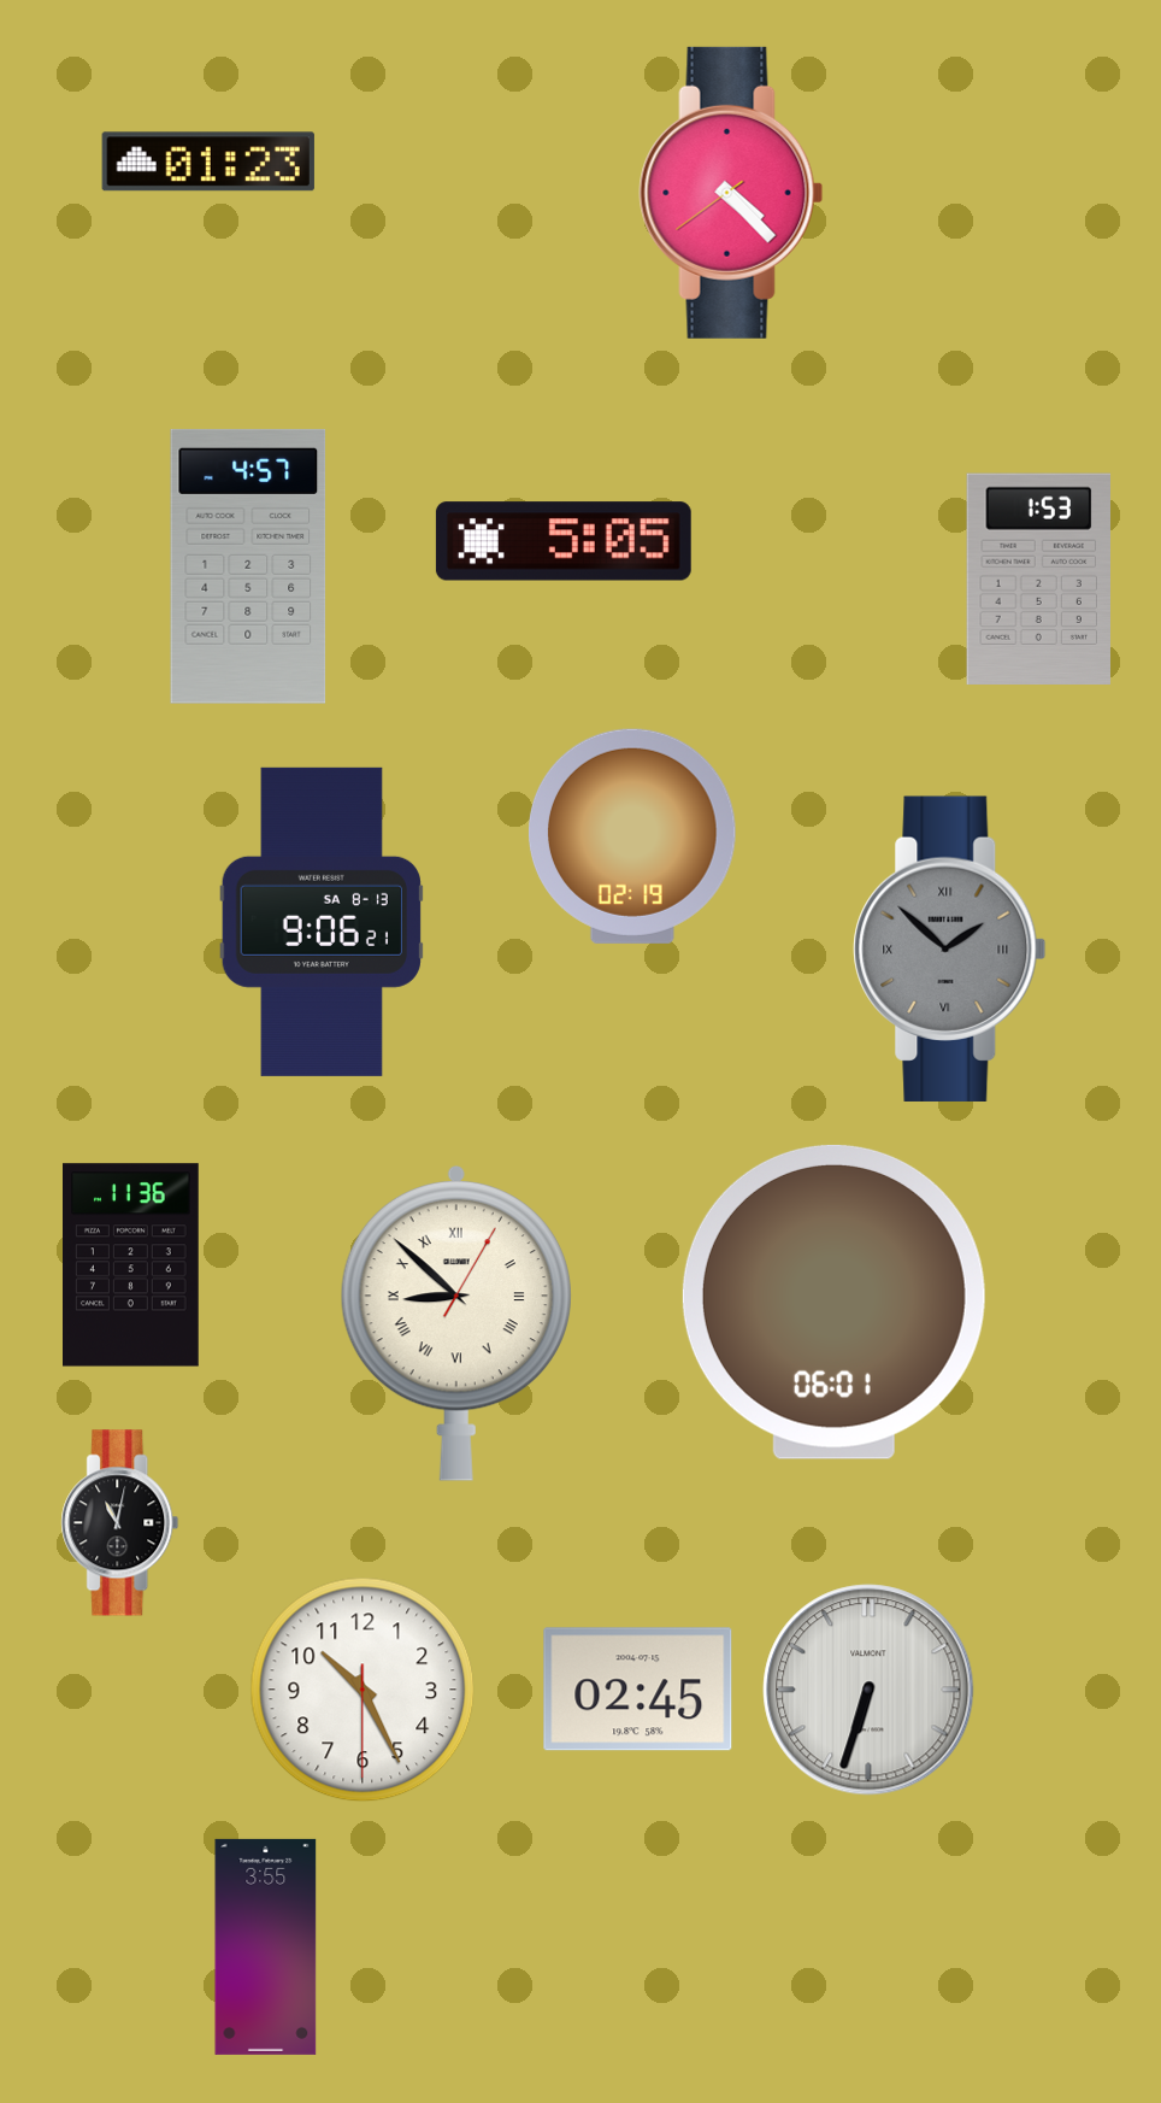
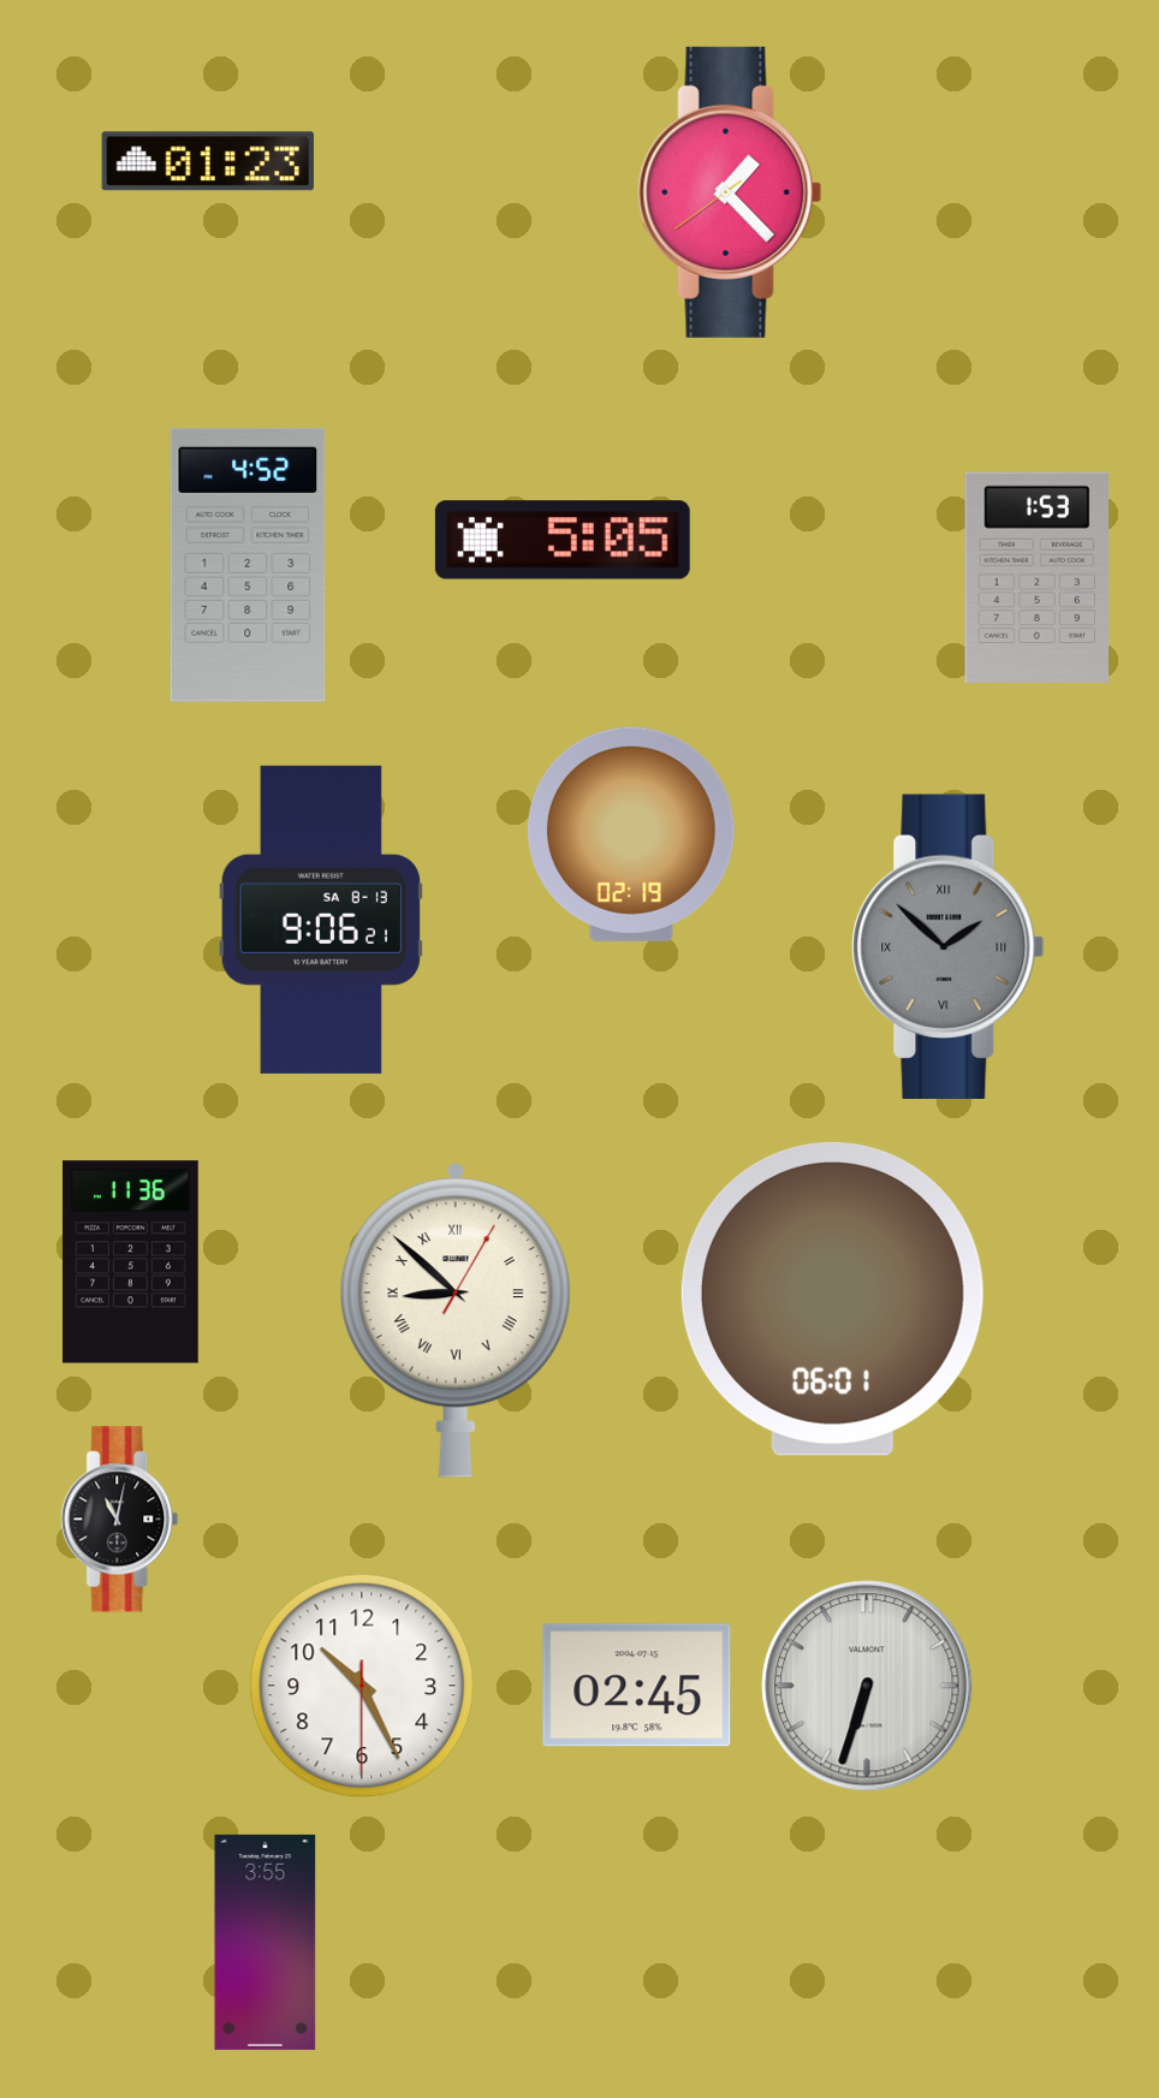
clock at (731, 193): 4:22 -> 1:22
clock at (248, 566): 4:57 -> 4:52
